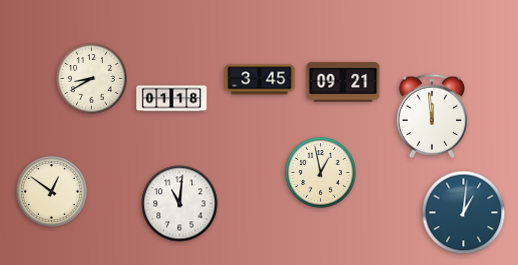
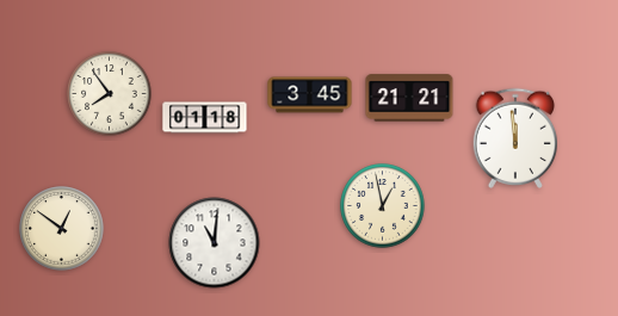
clock at (92, 79): 8:40 -> 7:54
clock at (343, 82): 09:21 -> 21:21
clock at (464, 213): 1:01 -> none
